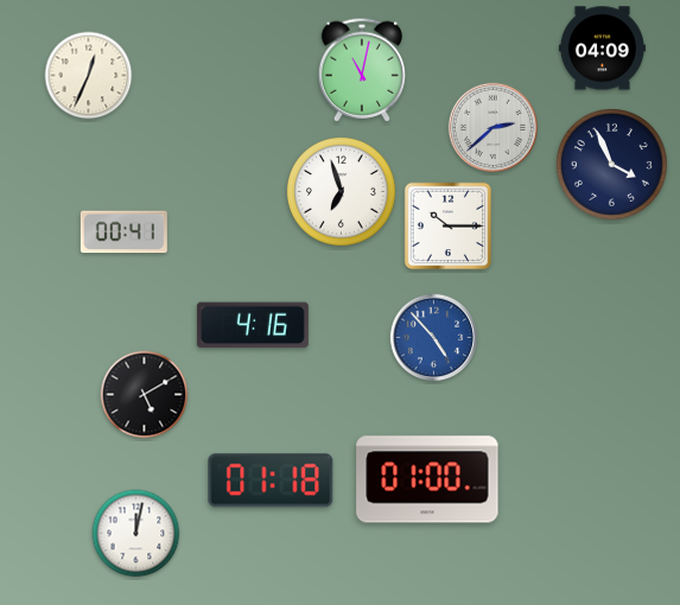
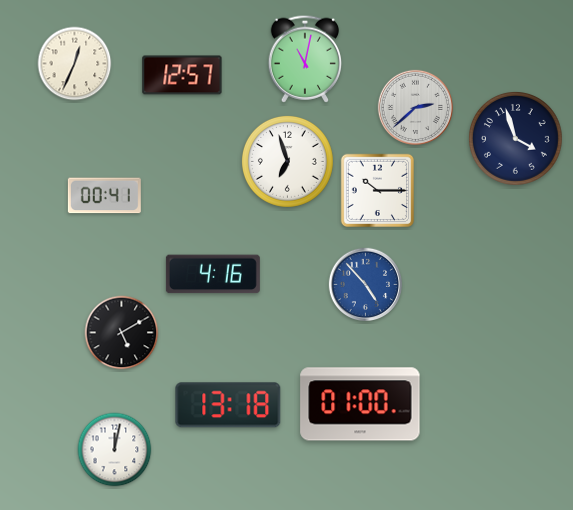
clock at (602, 49): 04:09 -> none
clock at (182, 75): none -> 12:57
clock at (612, 165): 3:56 -> 3:57
clock at (271, 480): 01:18 -> 13:18
